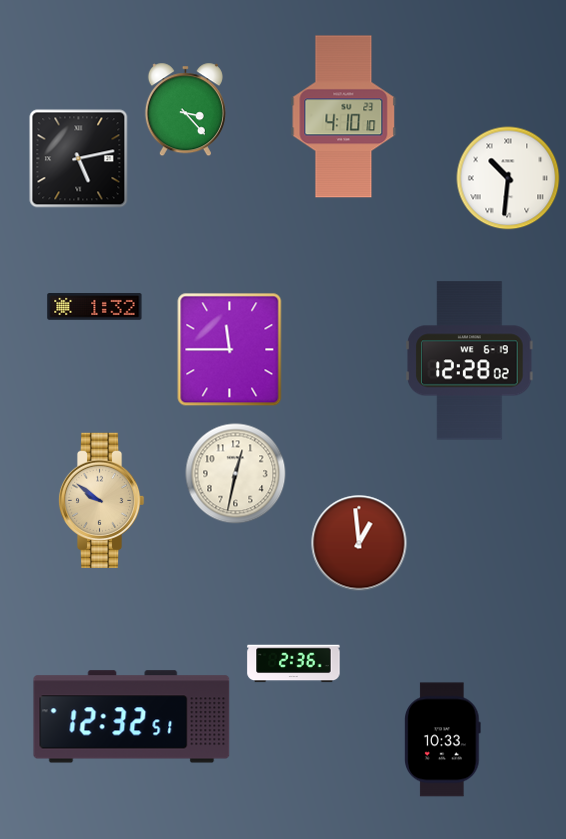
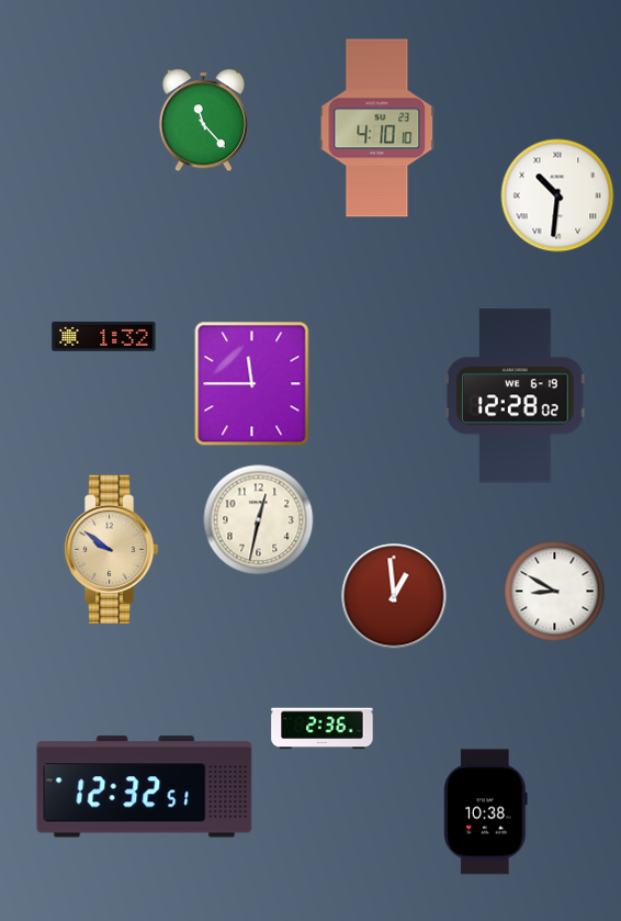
clock at (185, 110): 3:23 -> 11:23
clock at (79, 159): 5:13 -> none
clock at (555, 592): none -> 8:50
clock at (443, 740): 10:33 -> 10:38
